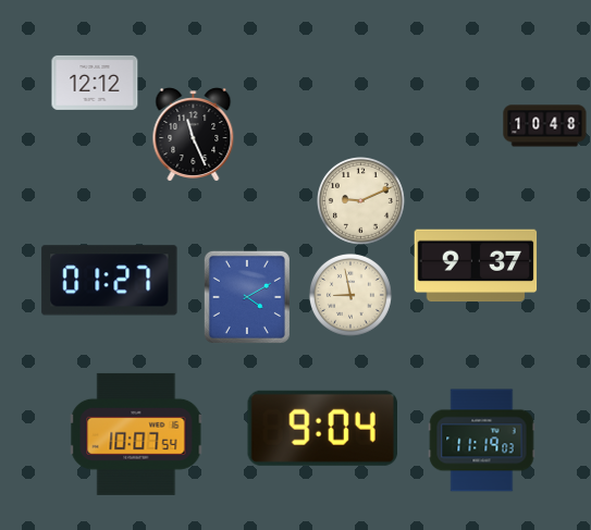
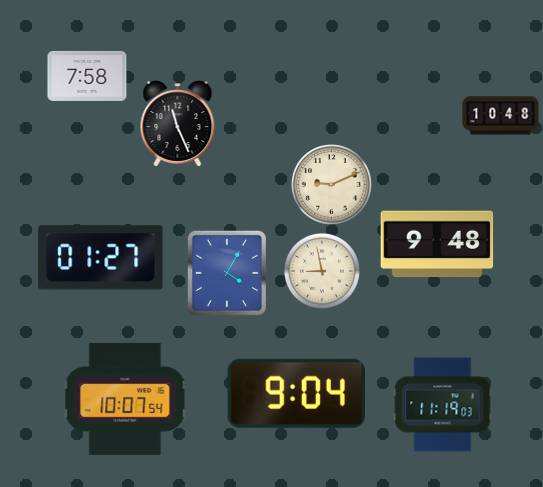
clock at (95, 83): 12:12 -> 7:58
clock at (476, 266): 9:37 -> 9:48
clock at (247, 297): 4:10 -> 4:05
